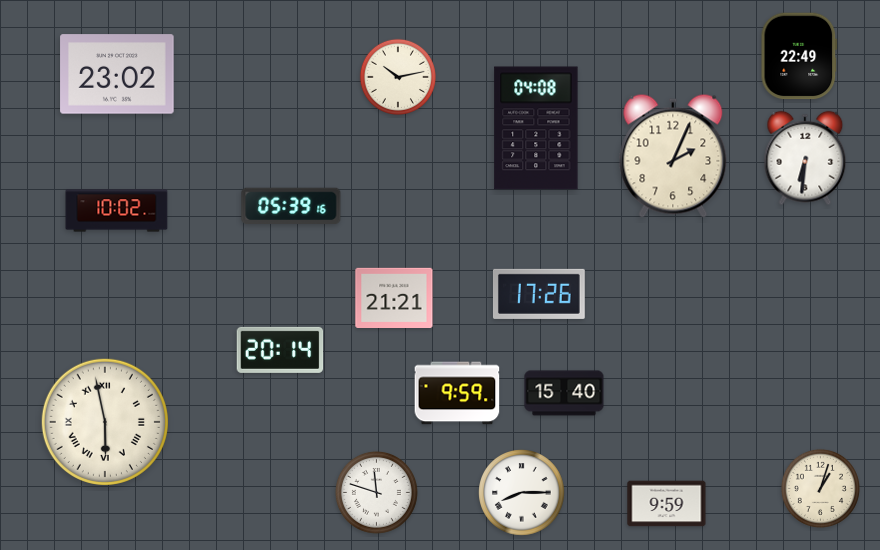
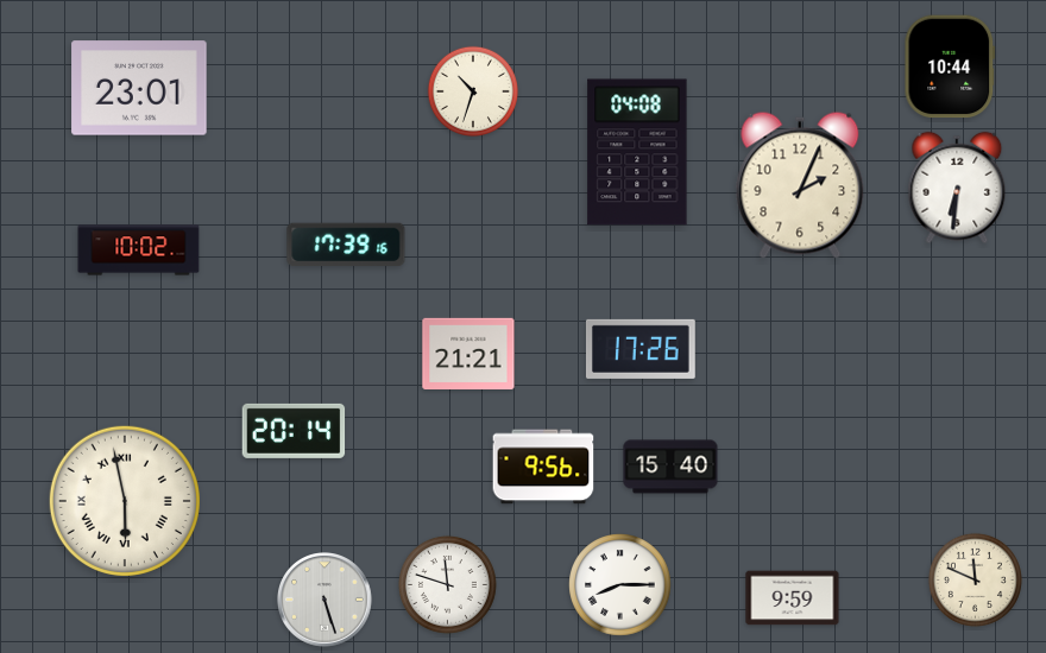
clock at (799, 56): 22:49 -> 10:44
clock at (117, 74): 23:02 -> 23:01
clock at (397, 76): 10:13 -> 10:33
clock at (291, 206): 05:39 -> 17:39
clock at (280, 350) position: (280, 350) -> (294, 431)
clock at (457, 393): 9:59 -> 9:56
clock at (820, 488): 1:03 -> 11:49
clock at (324, 600): none -> 5:27
